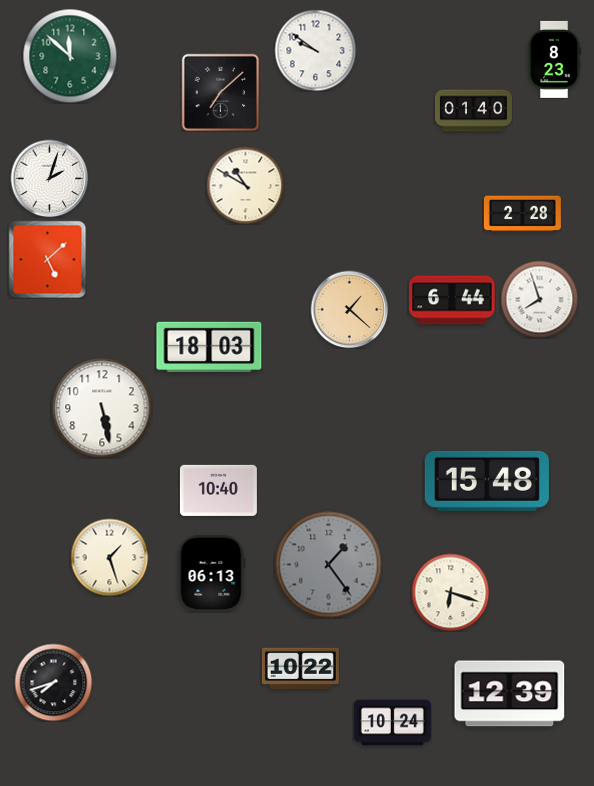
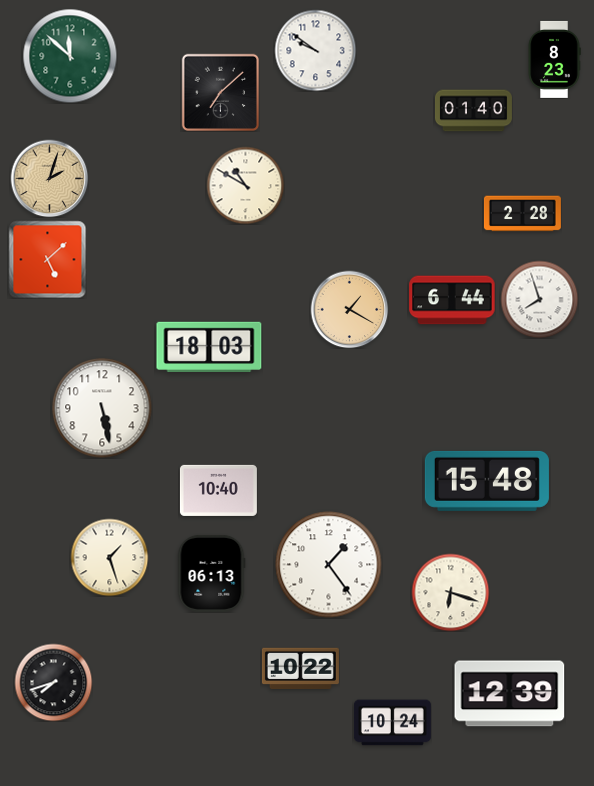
clock at (49, 178) dial: white -> champagne
clock at (349, 309): 1:22 -> 1:20
clock at (329, 565) dial: grey -> white
